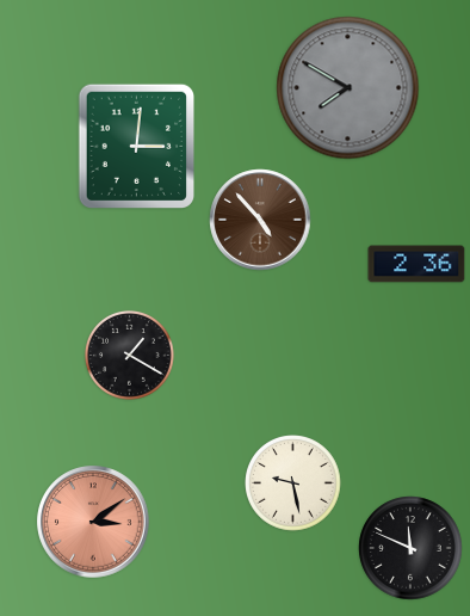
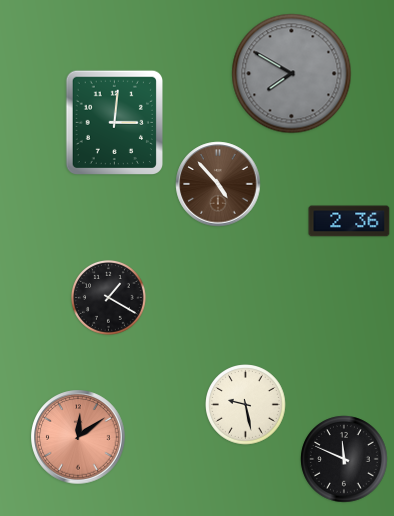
clock at (93, 522): 3:09 -> 12:09
